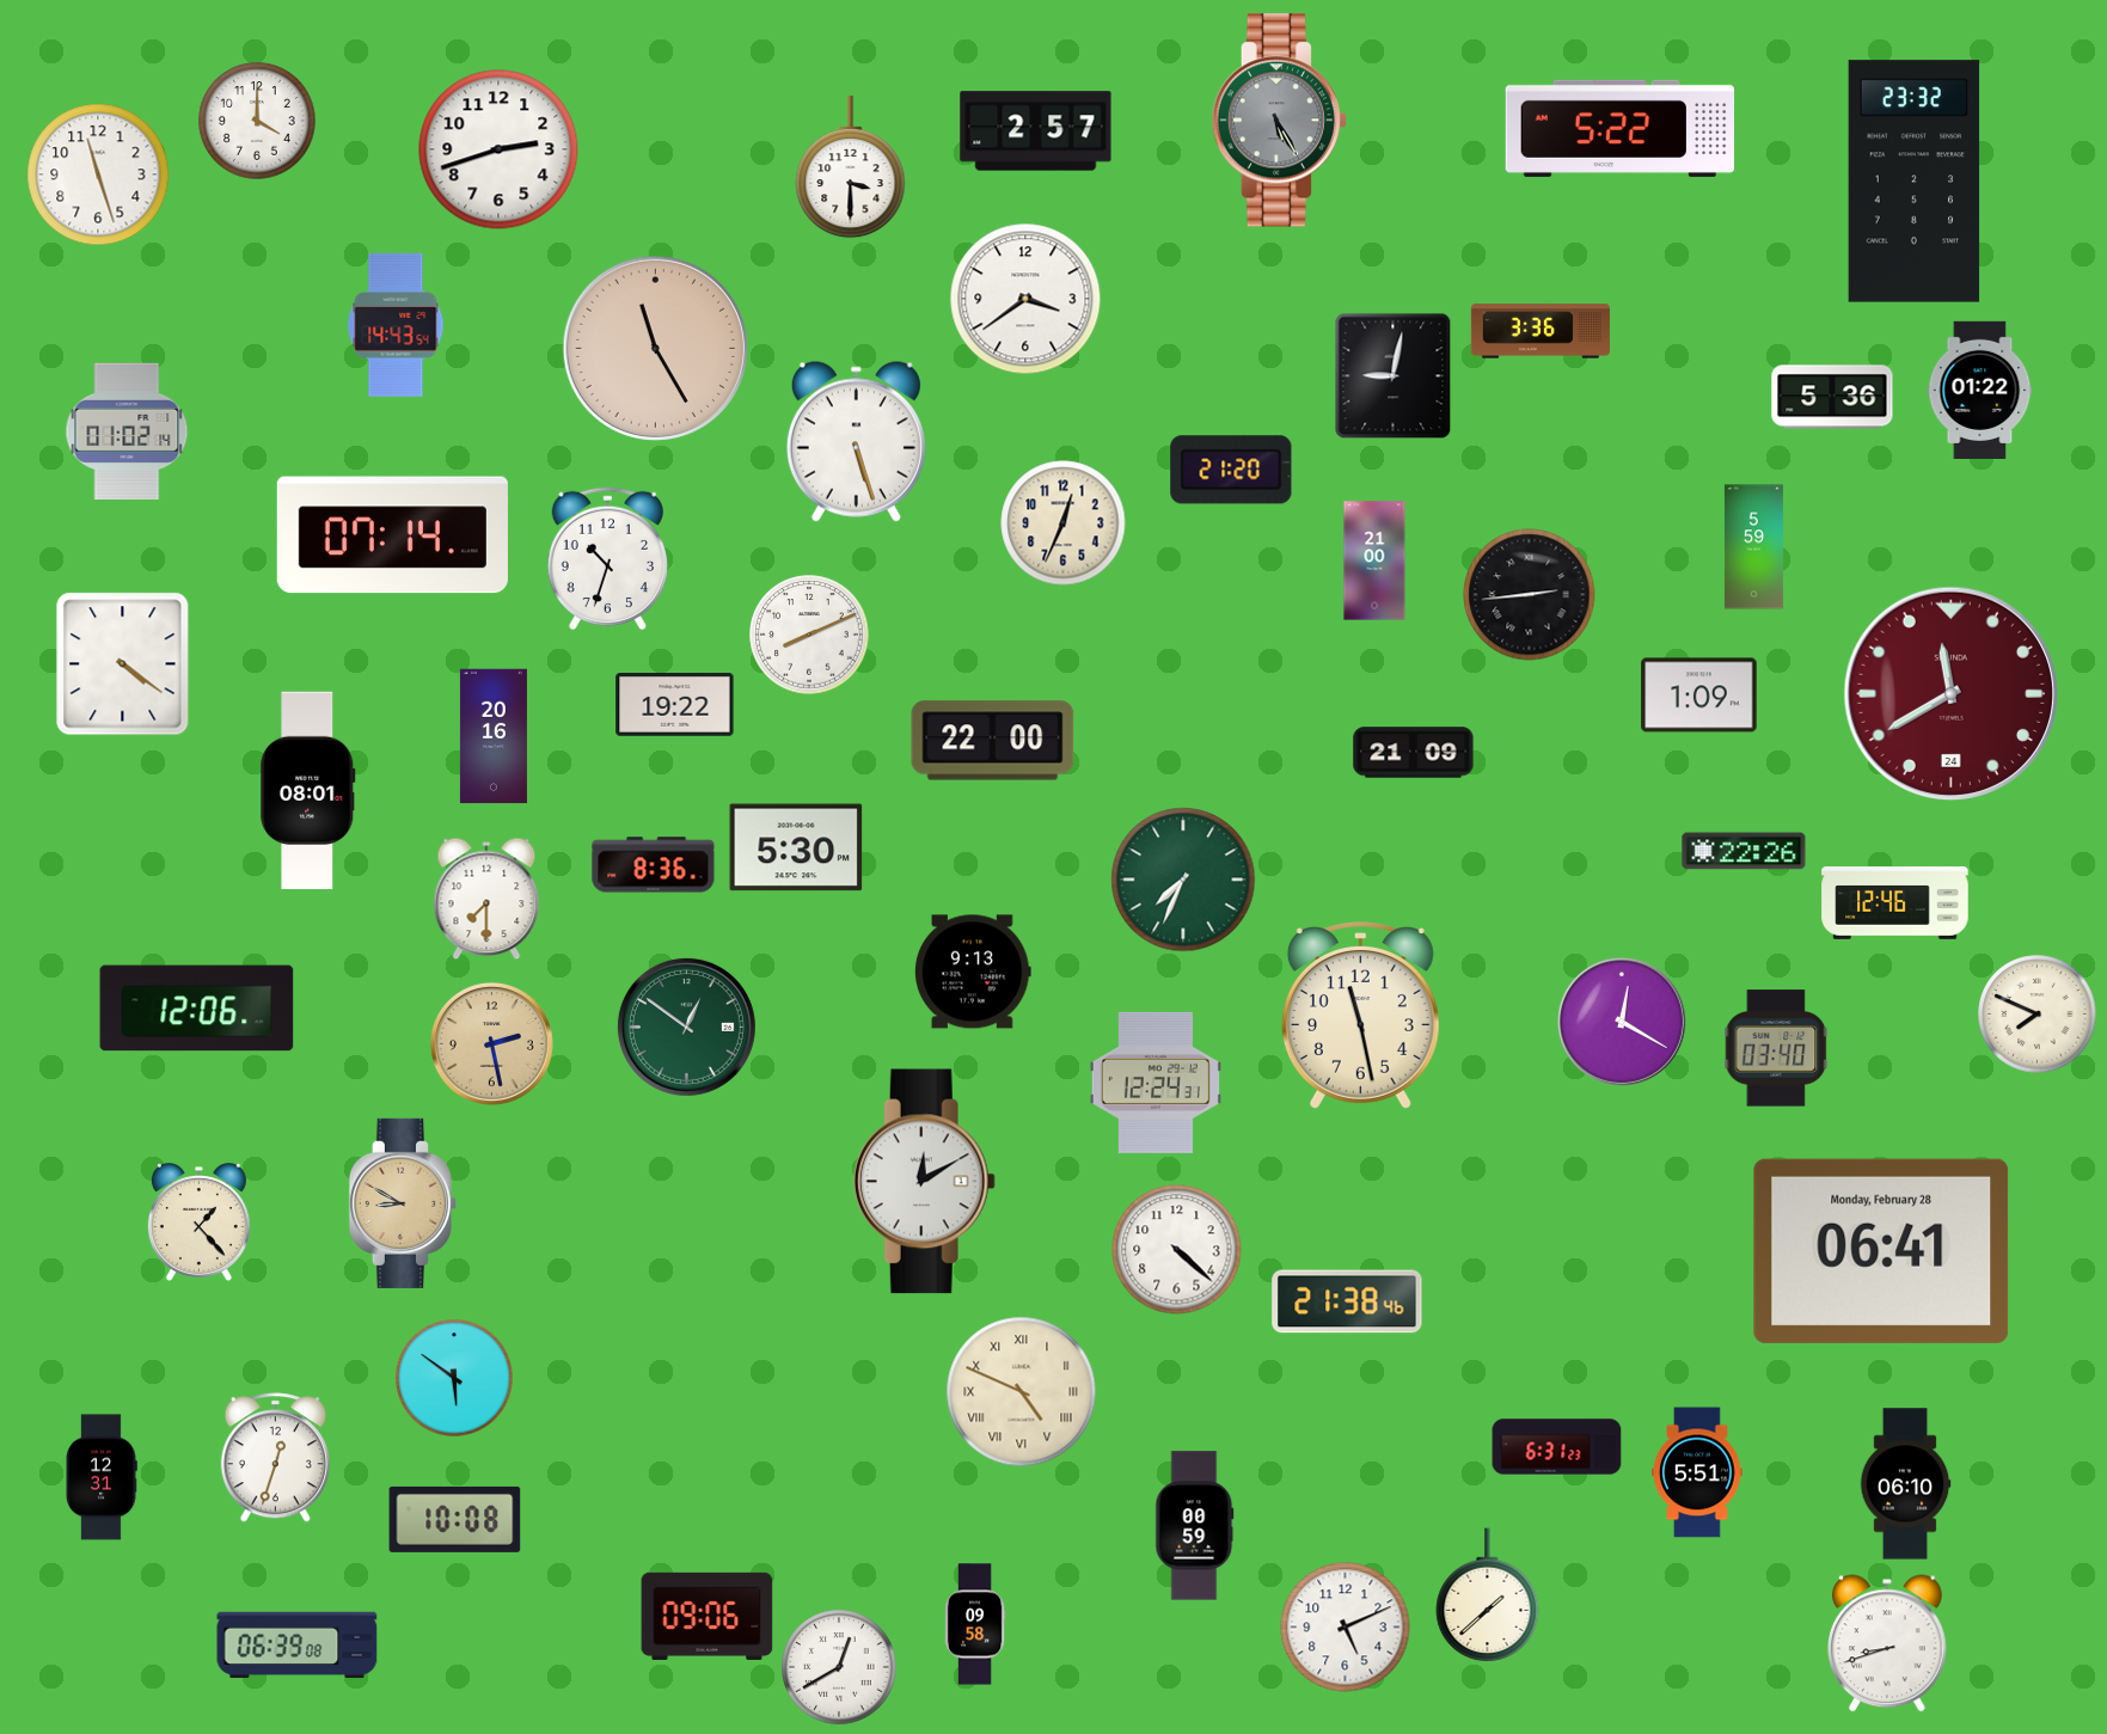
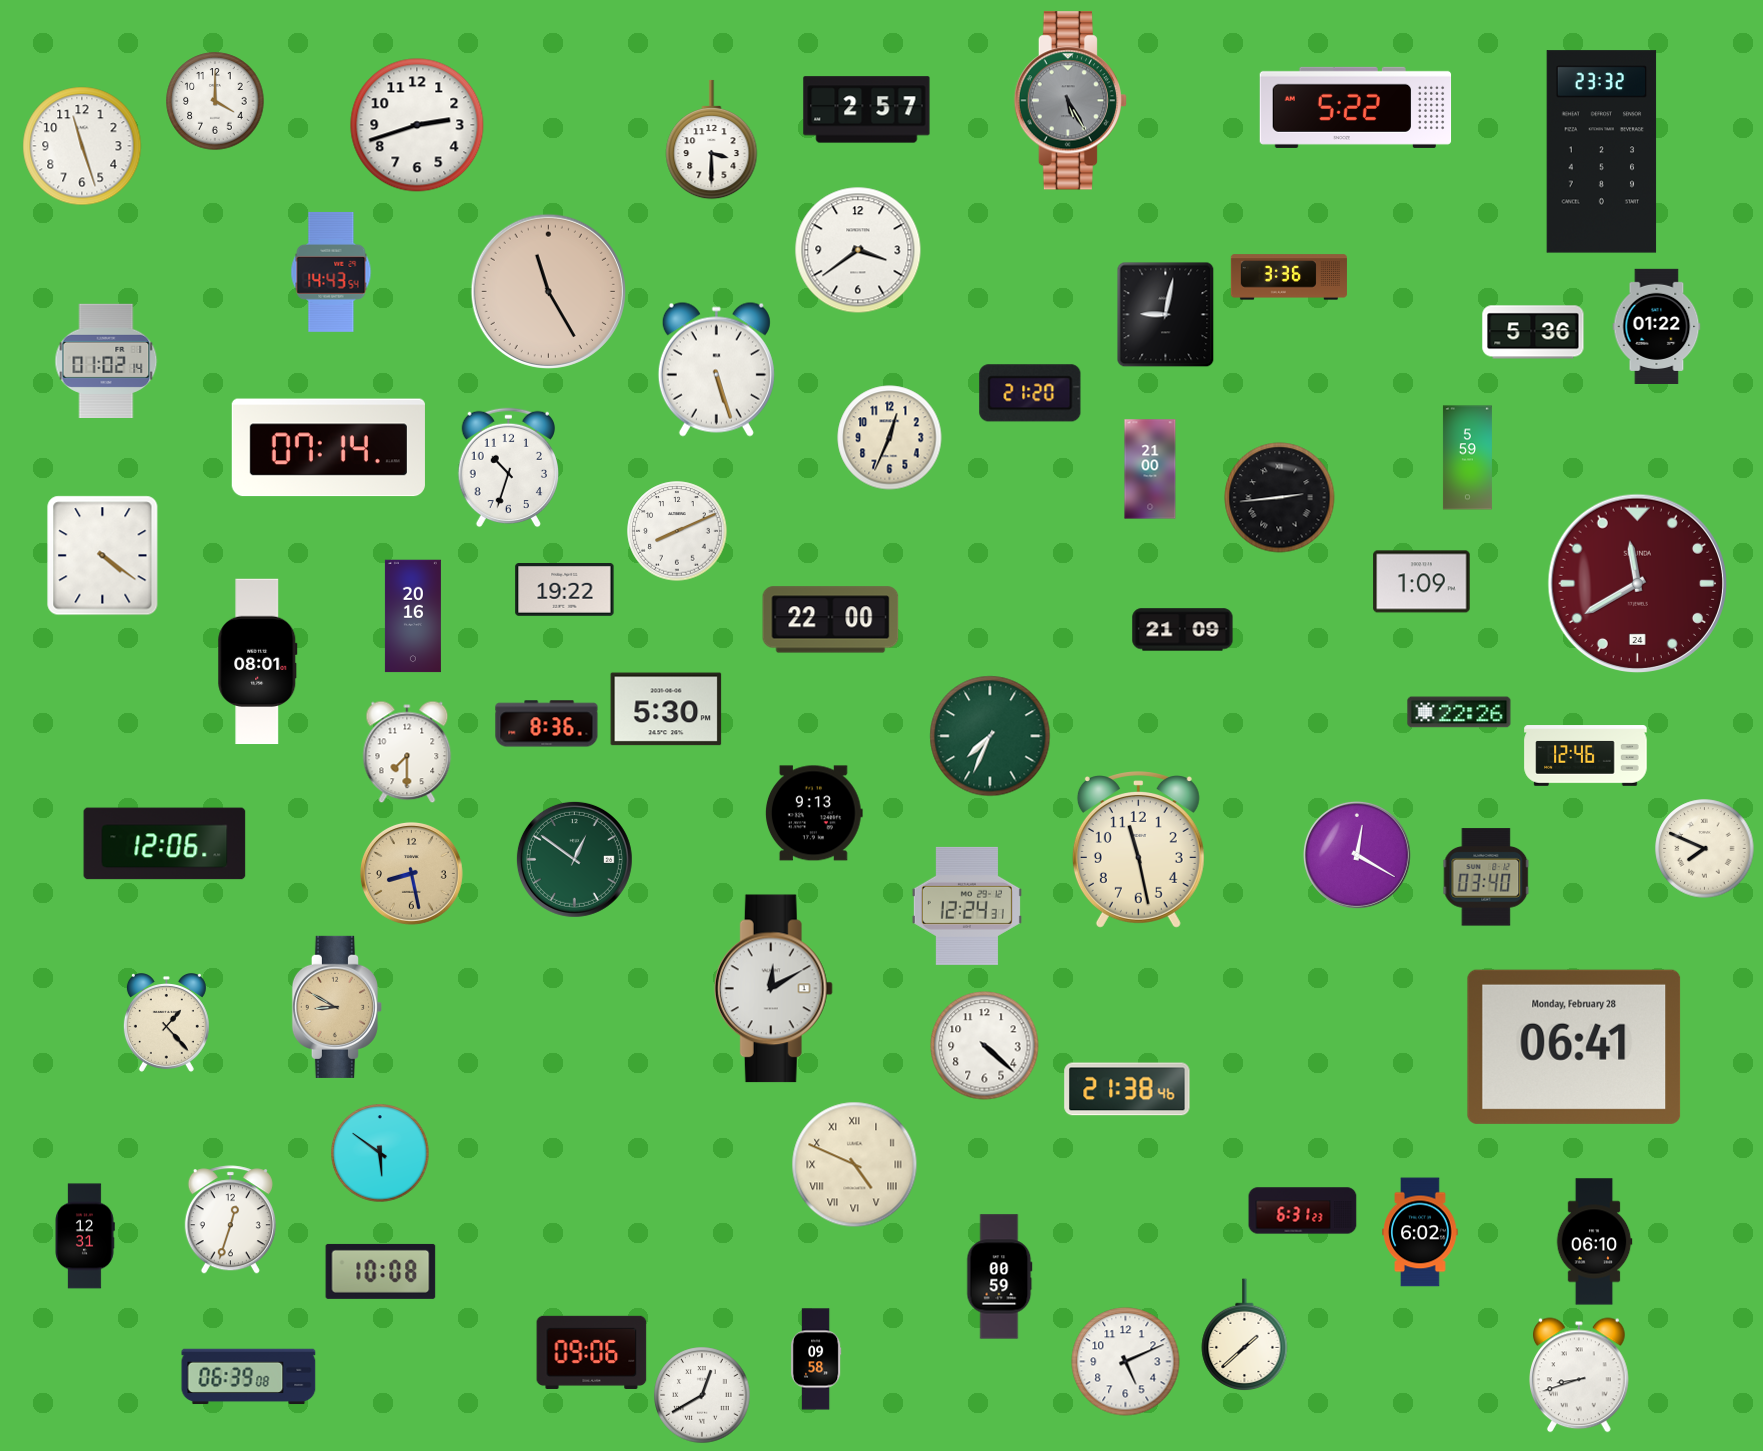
clock at (1950, 693) position: (1950, 693) -> (1637, 583)
clock at (491, 1043): 2:28 -> 8:28
clock at (1697, 1472): 5:51 -> 6:02
